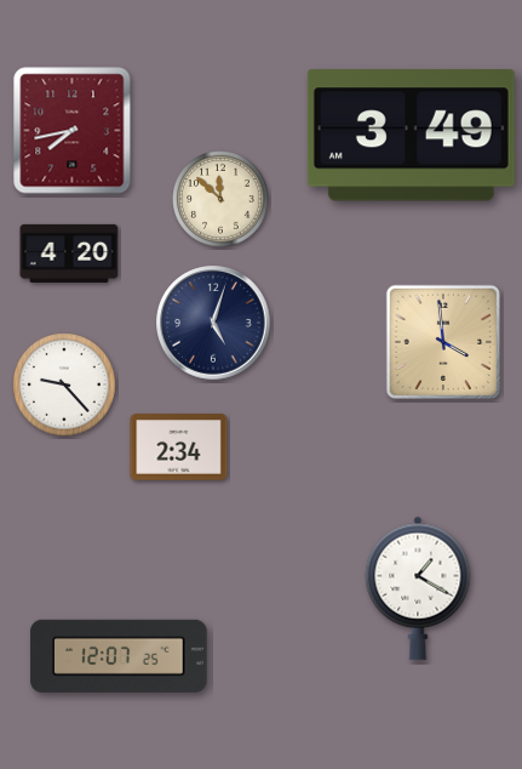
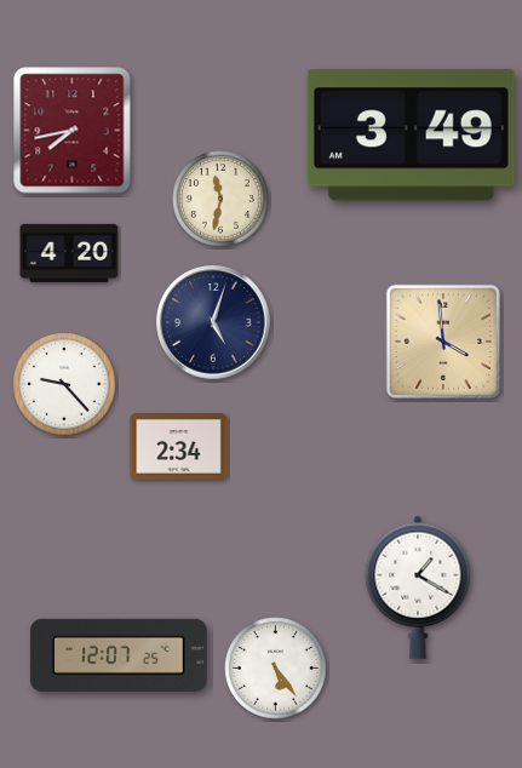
clock at (220, 199): 11:52 -> 11:32
clock at (276, 669): none -> 5:24
